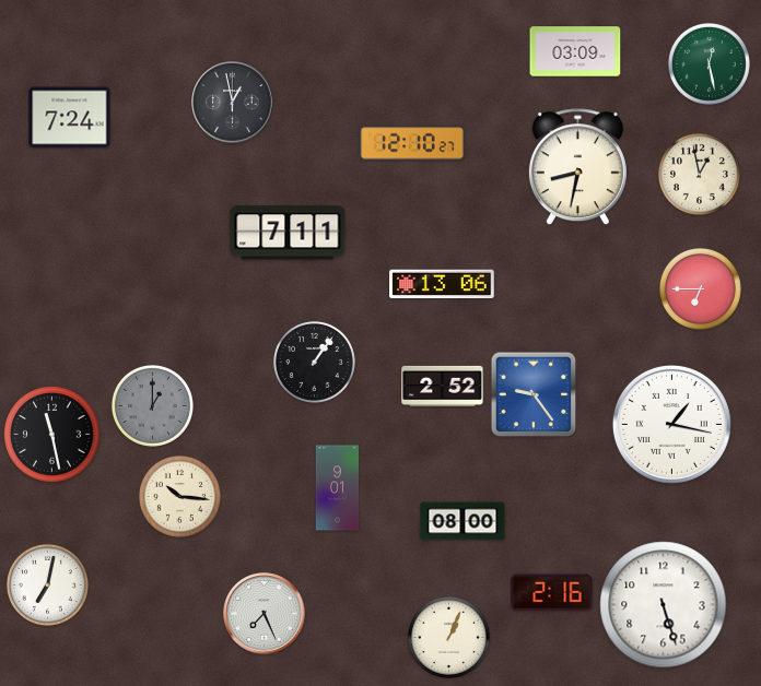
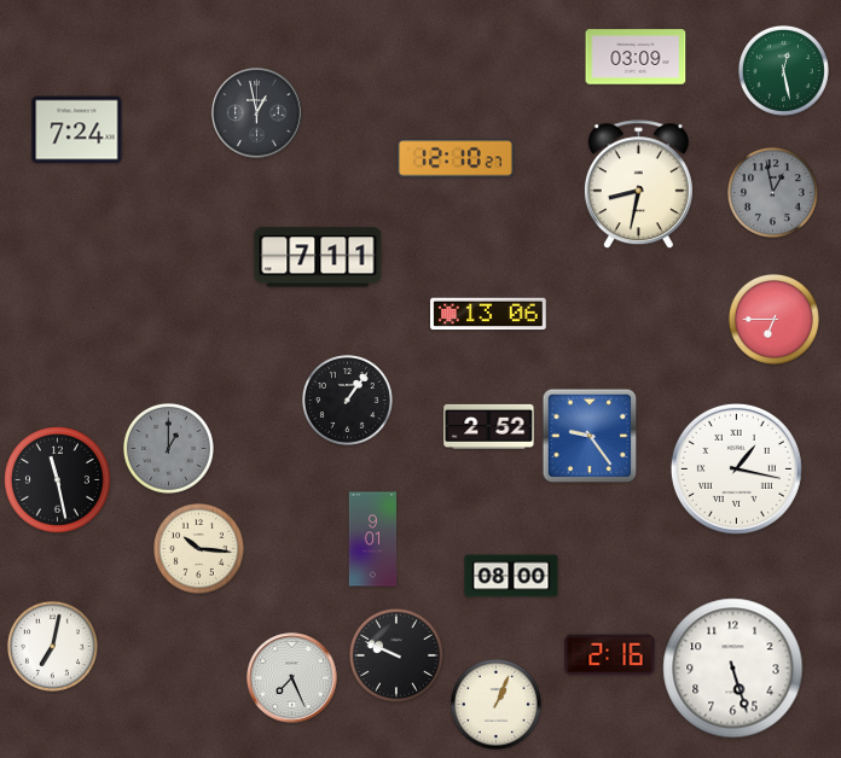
clock at (699, 174) dial: cream -> grey
clock at (671, 424) position: (671, 424) -> (736, 468)
clock at (396, 655): none -> 9:49
